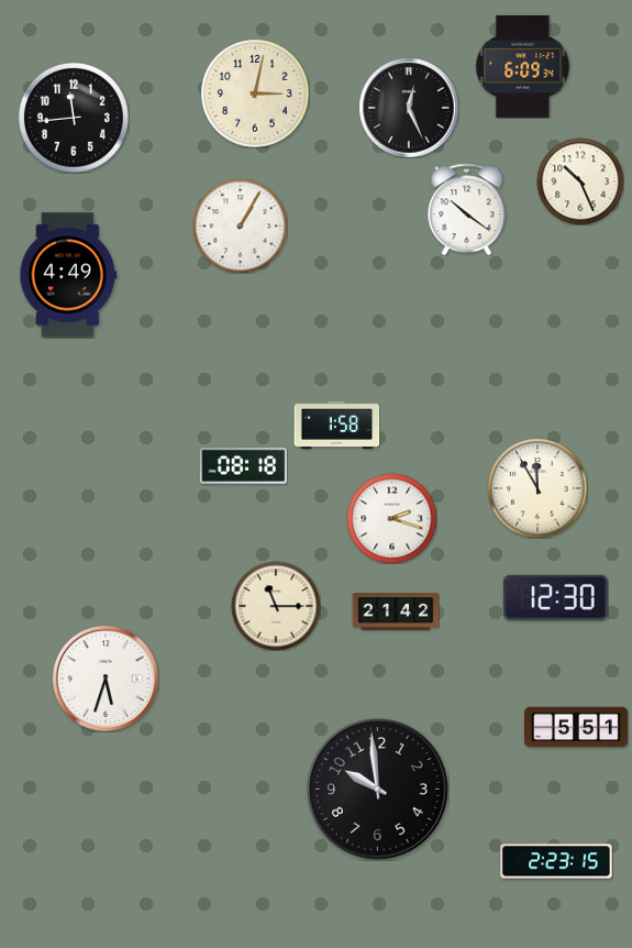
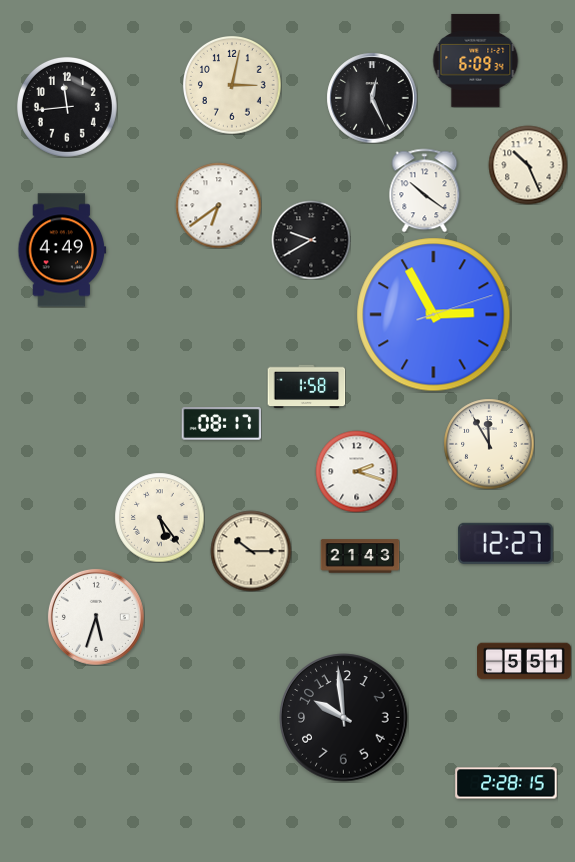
clock at (240, 225): 1:05 -> 6:39
clock at (311, 240): none -> 9:40
clock at (434, 315): none -> 2:55
clock at (243, 466): 08:18 -> 08:17
clock at (159, 517): none -> 5:24
clock at (555, 597): 12:30 -> 12:27
clock at (276, 606): 11:15 -> 10:15
clock at (396, 611): 21:42 -> 21:43
clock at (556, 861): 2:23 -> 2:28
